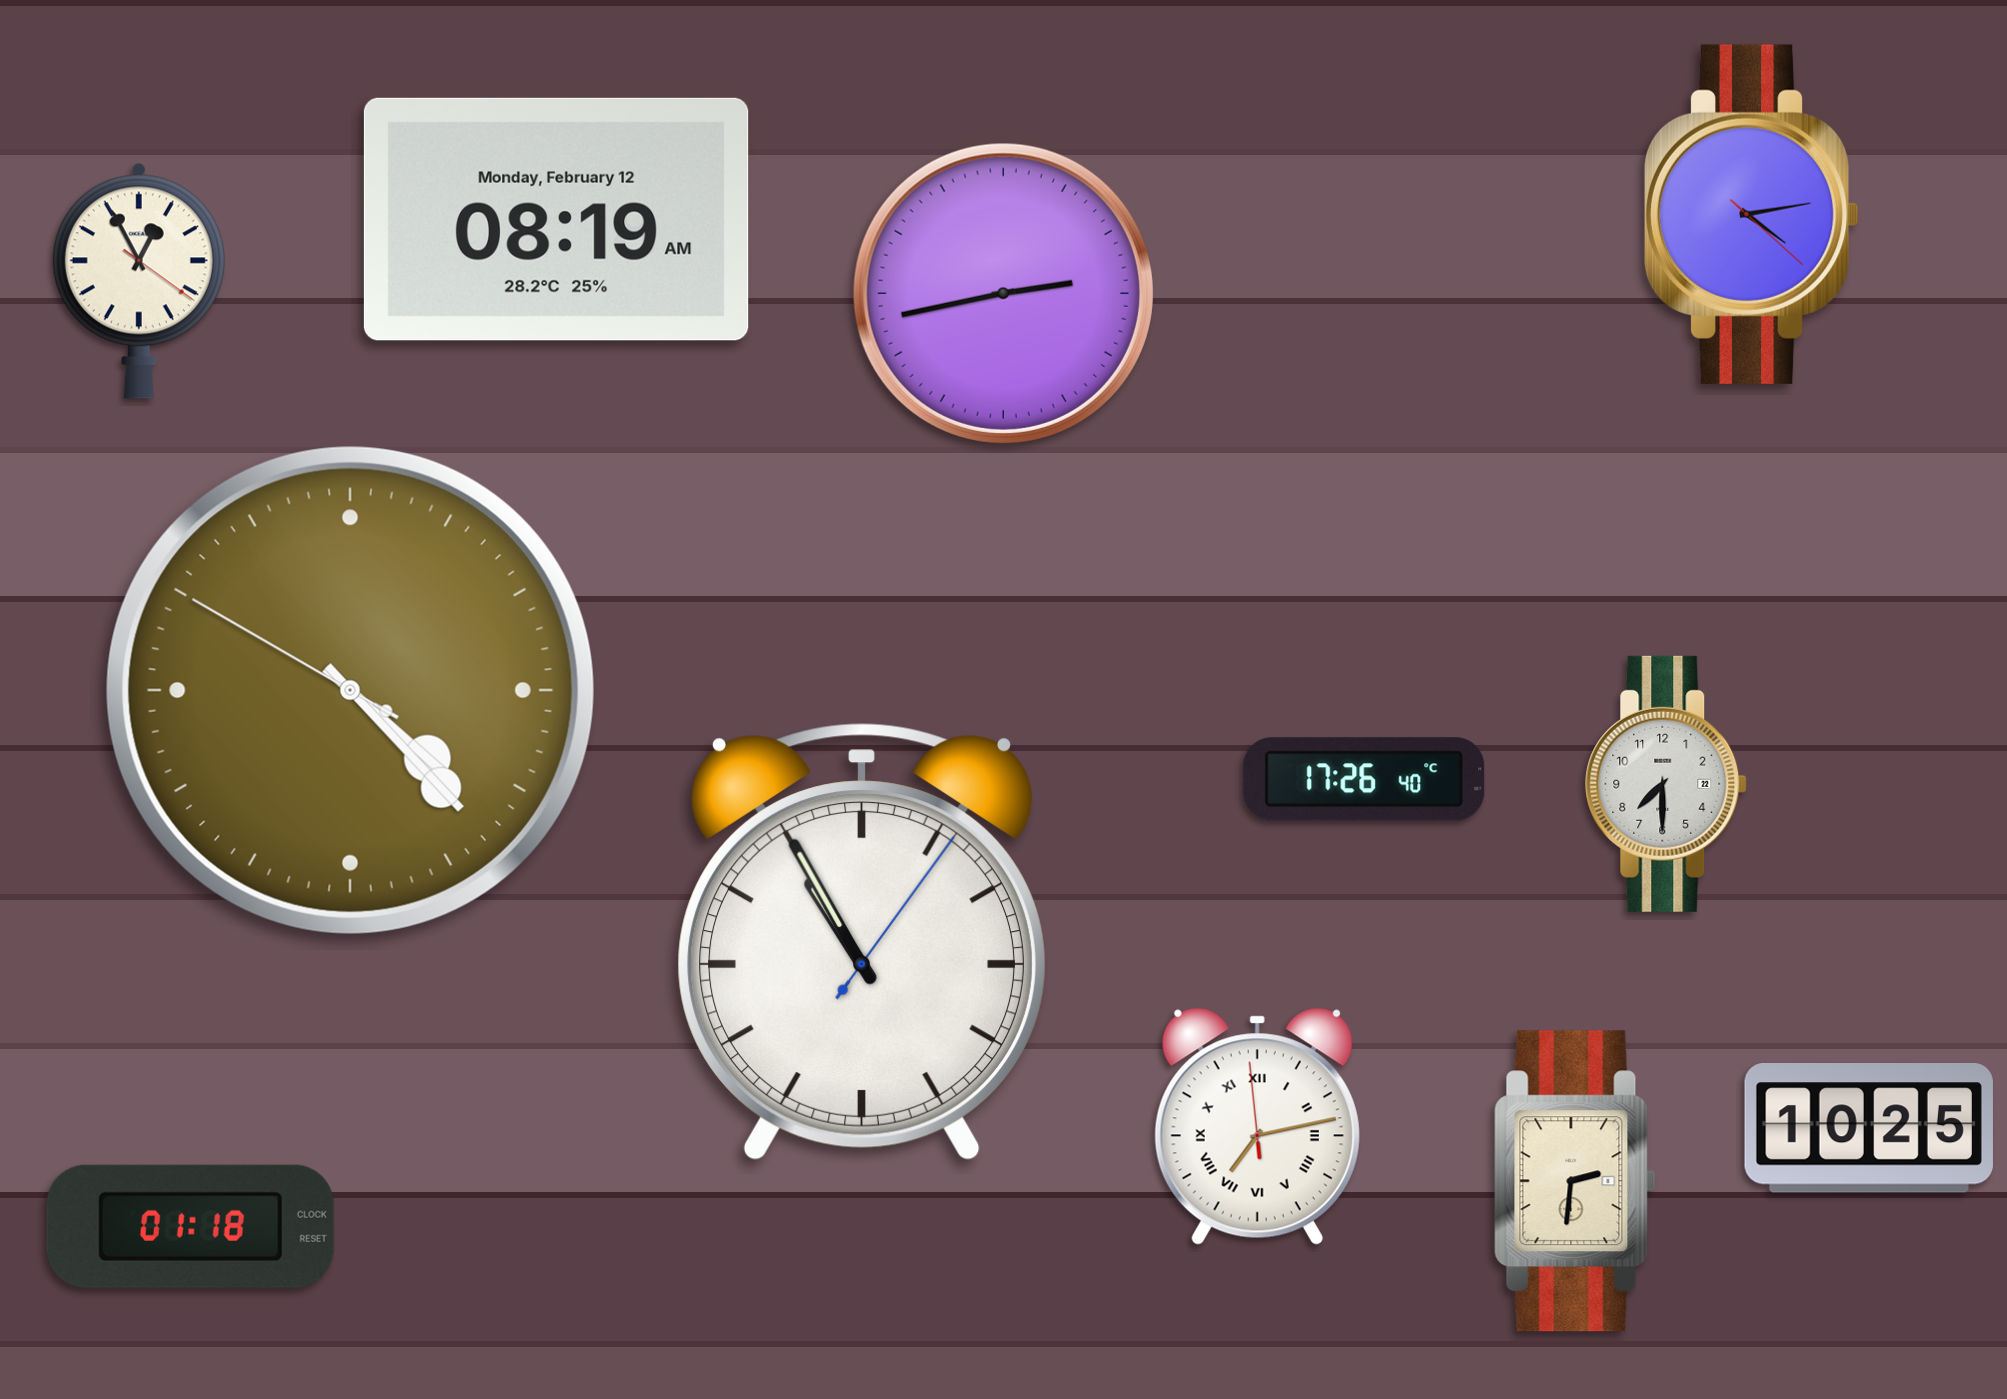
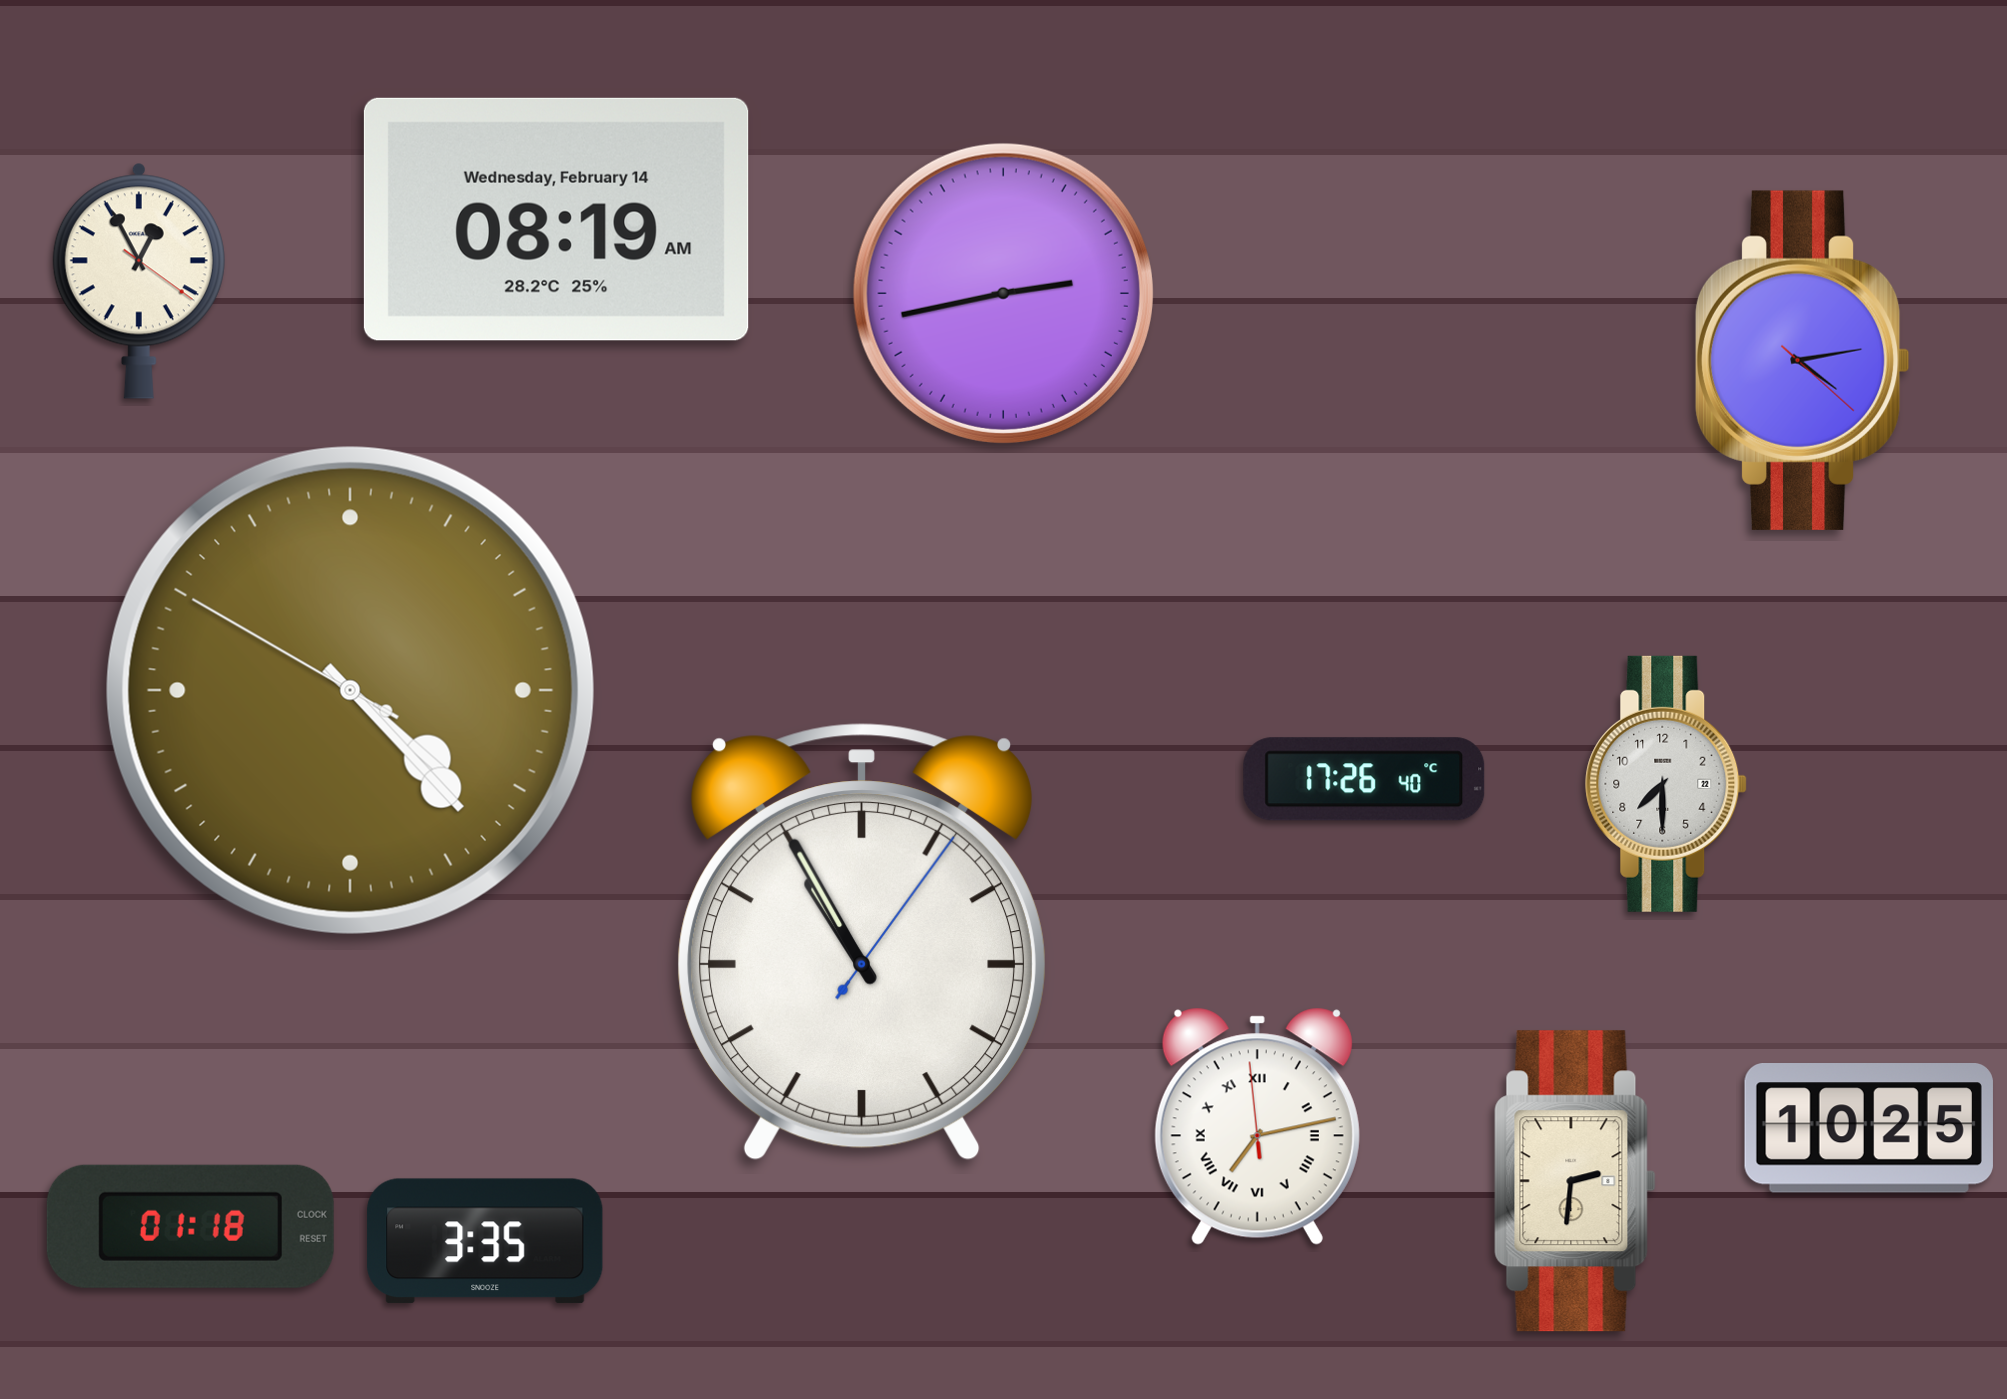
clock at (1751, 214) position: (1751, 214) -> (1802, 360)
clock at (556, 219) date: Monday, February 12 -> Wednesday, February 14
clock at (485, 1241): none -> 3:35
